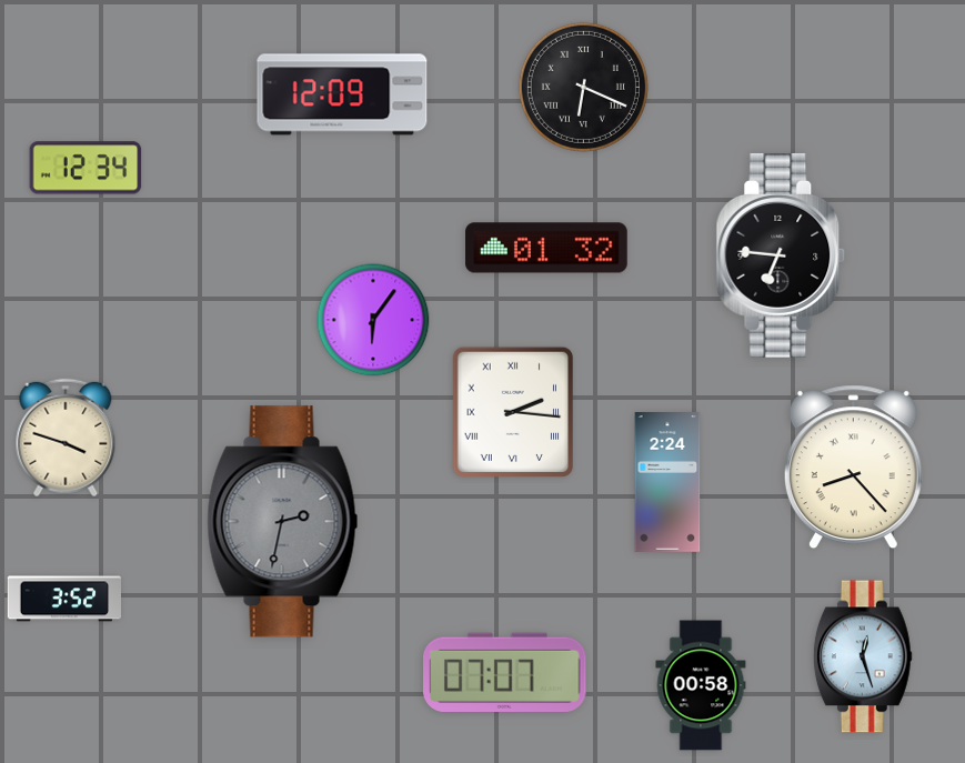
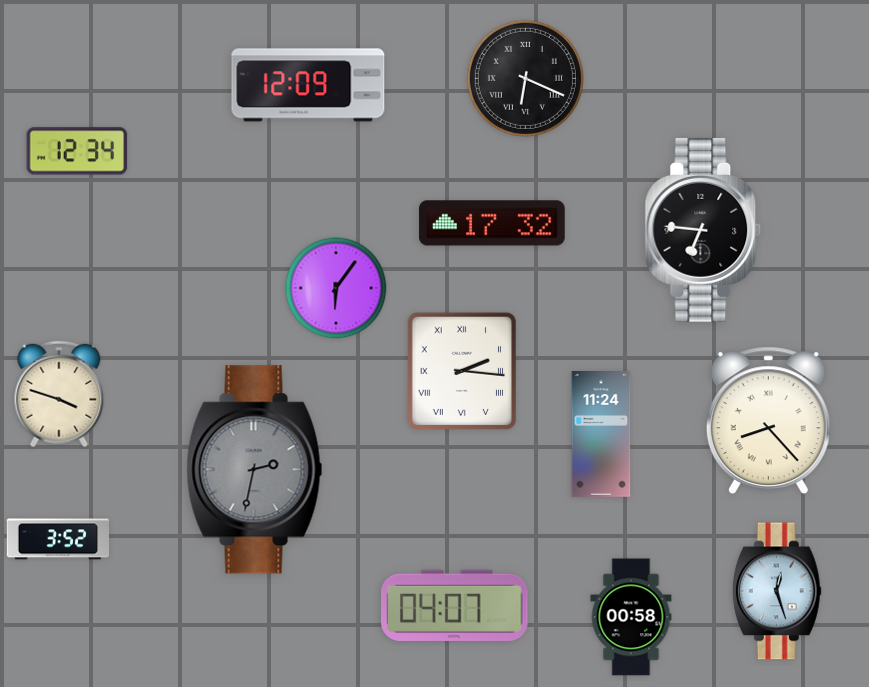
clock at (546, 248): 01:32 -> 17:32
clock at (667, 483): 2:24 -> 11:24
clock at (505, 672): 07:07 -> 04:07
